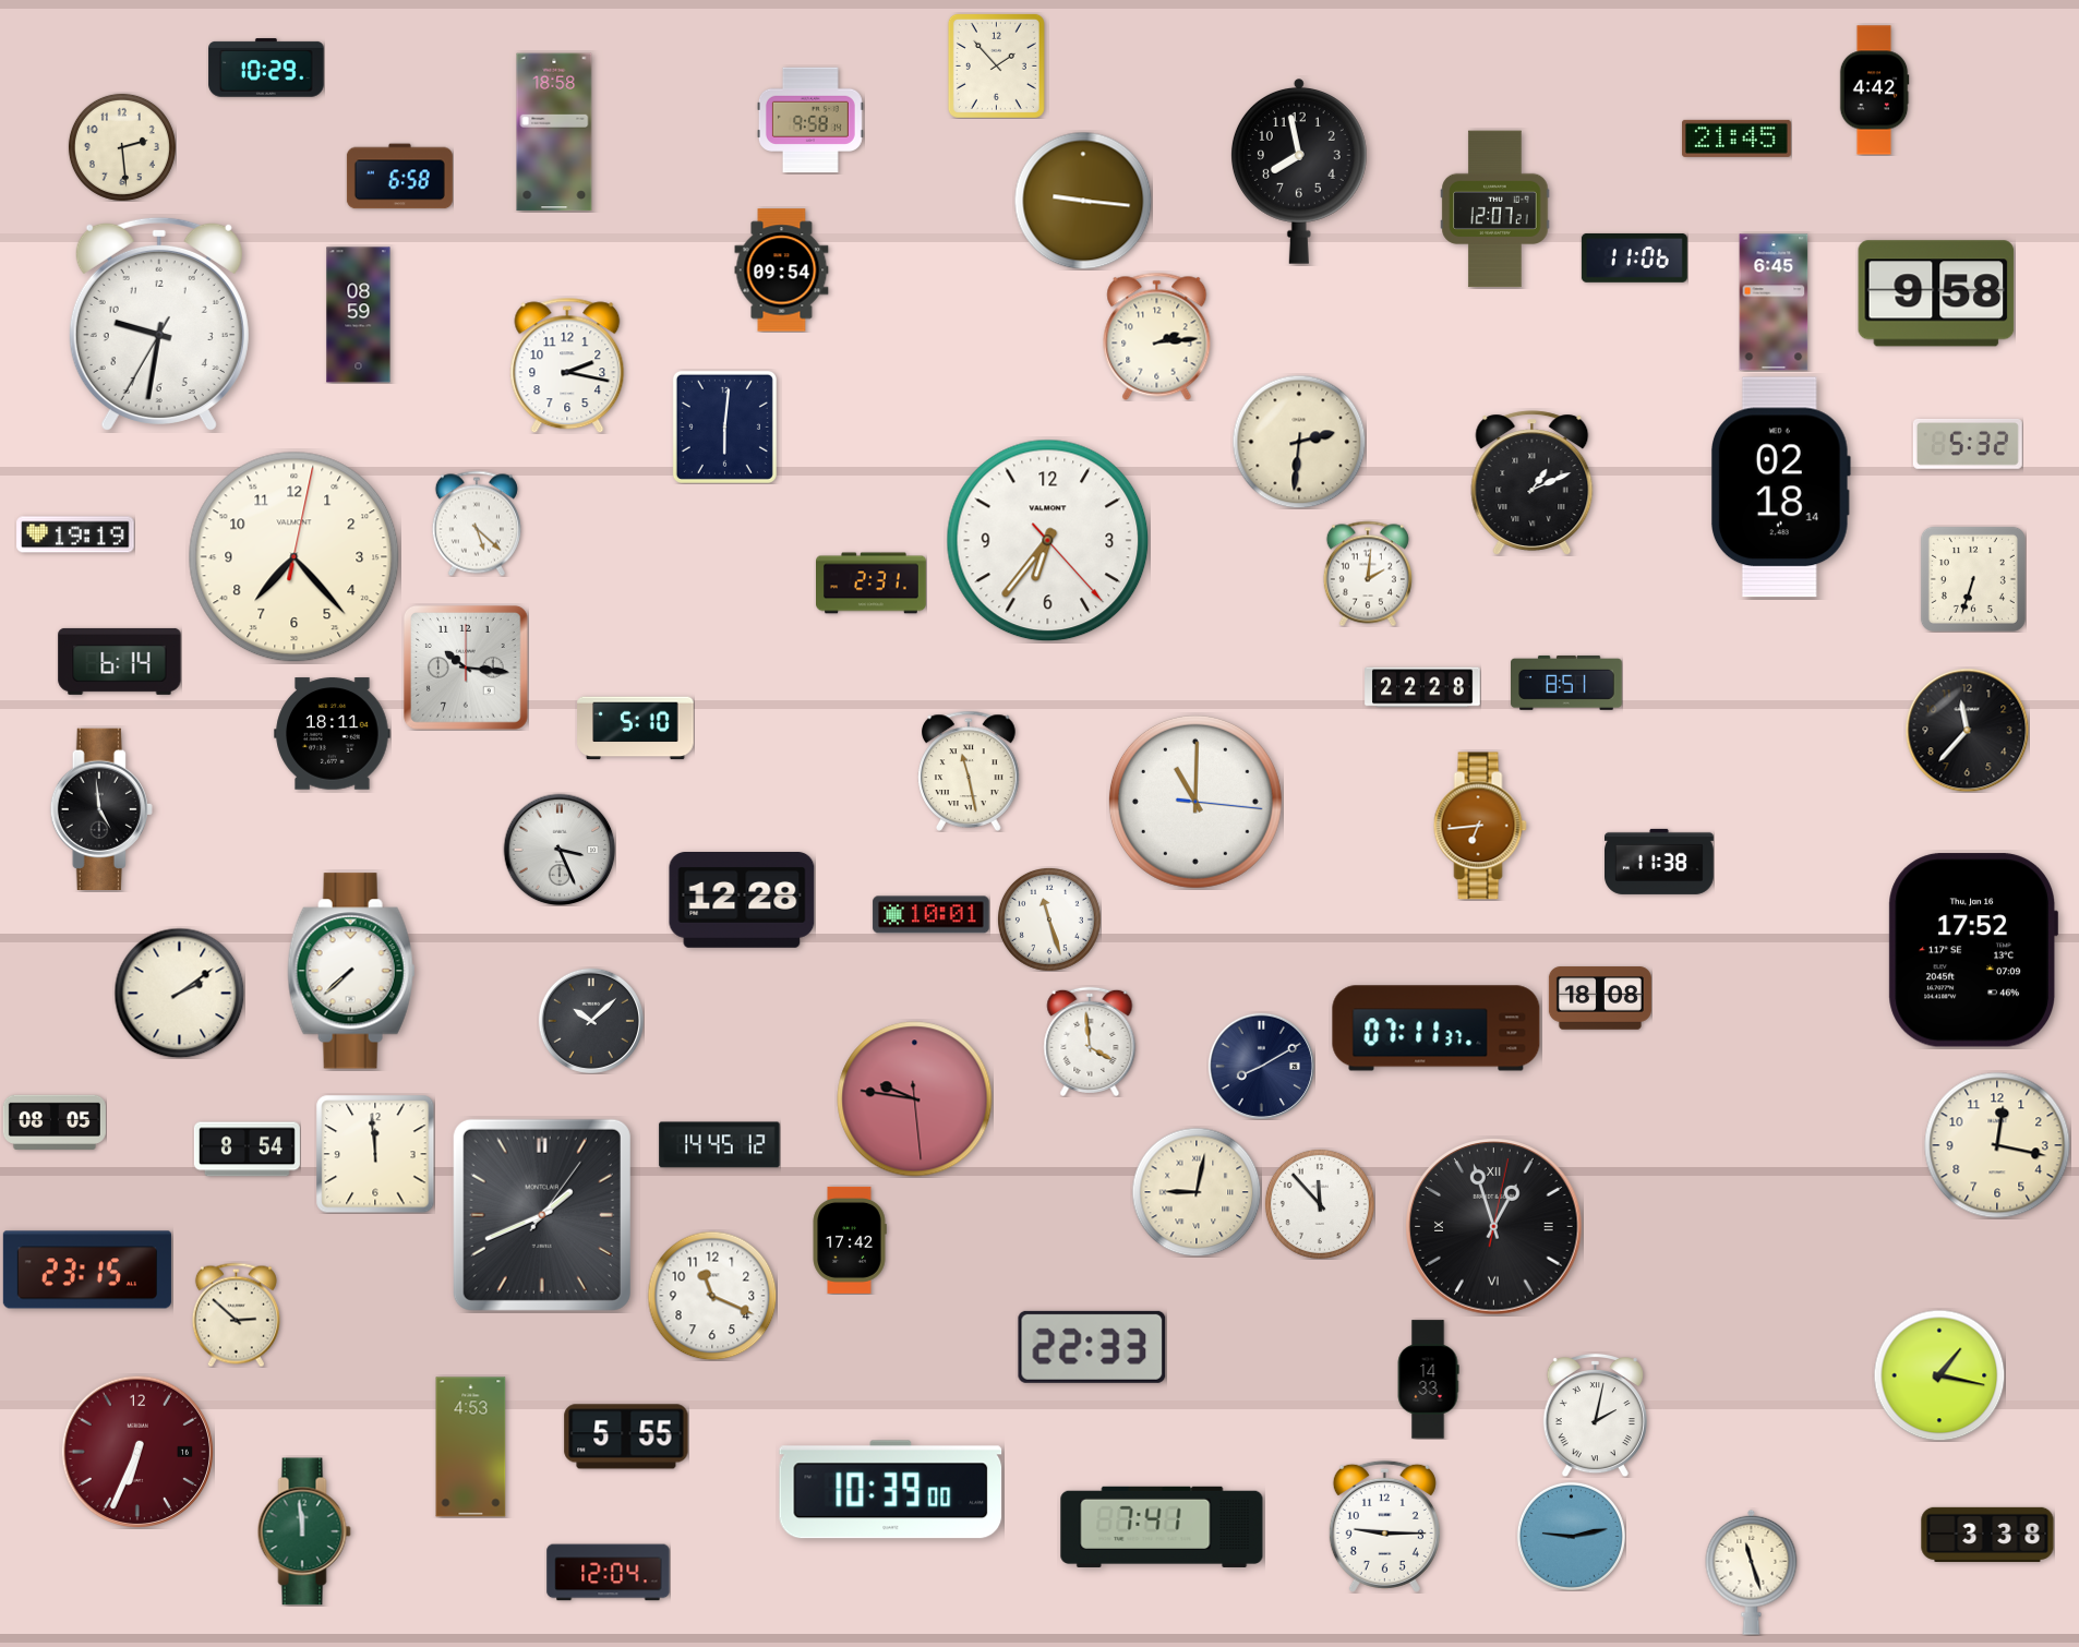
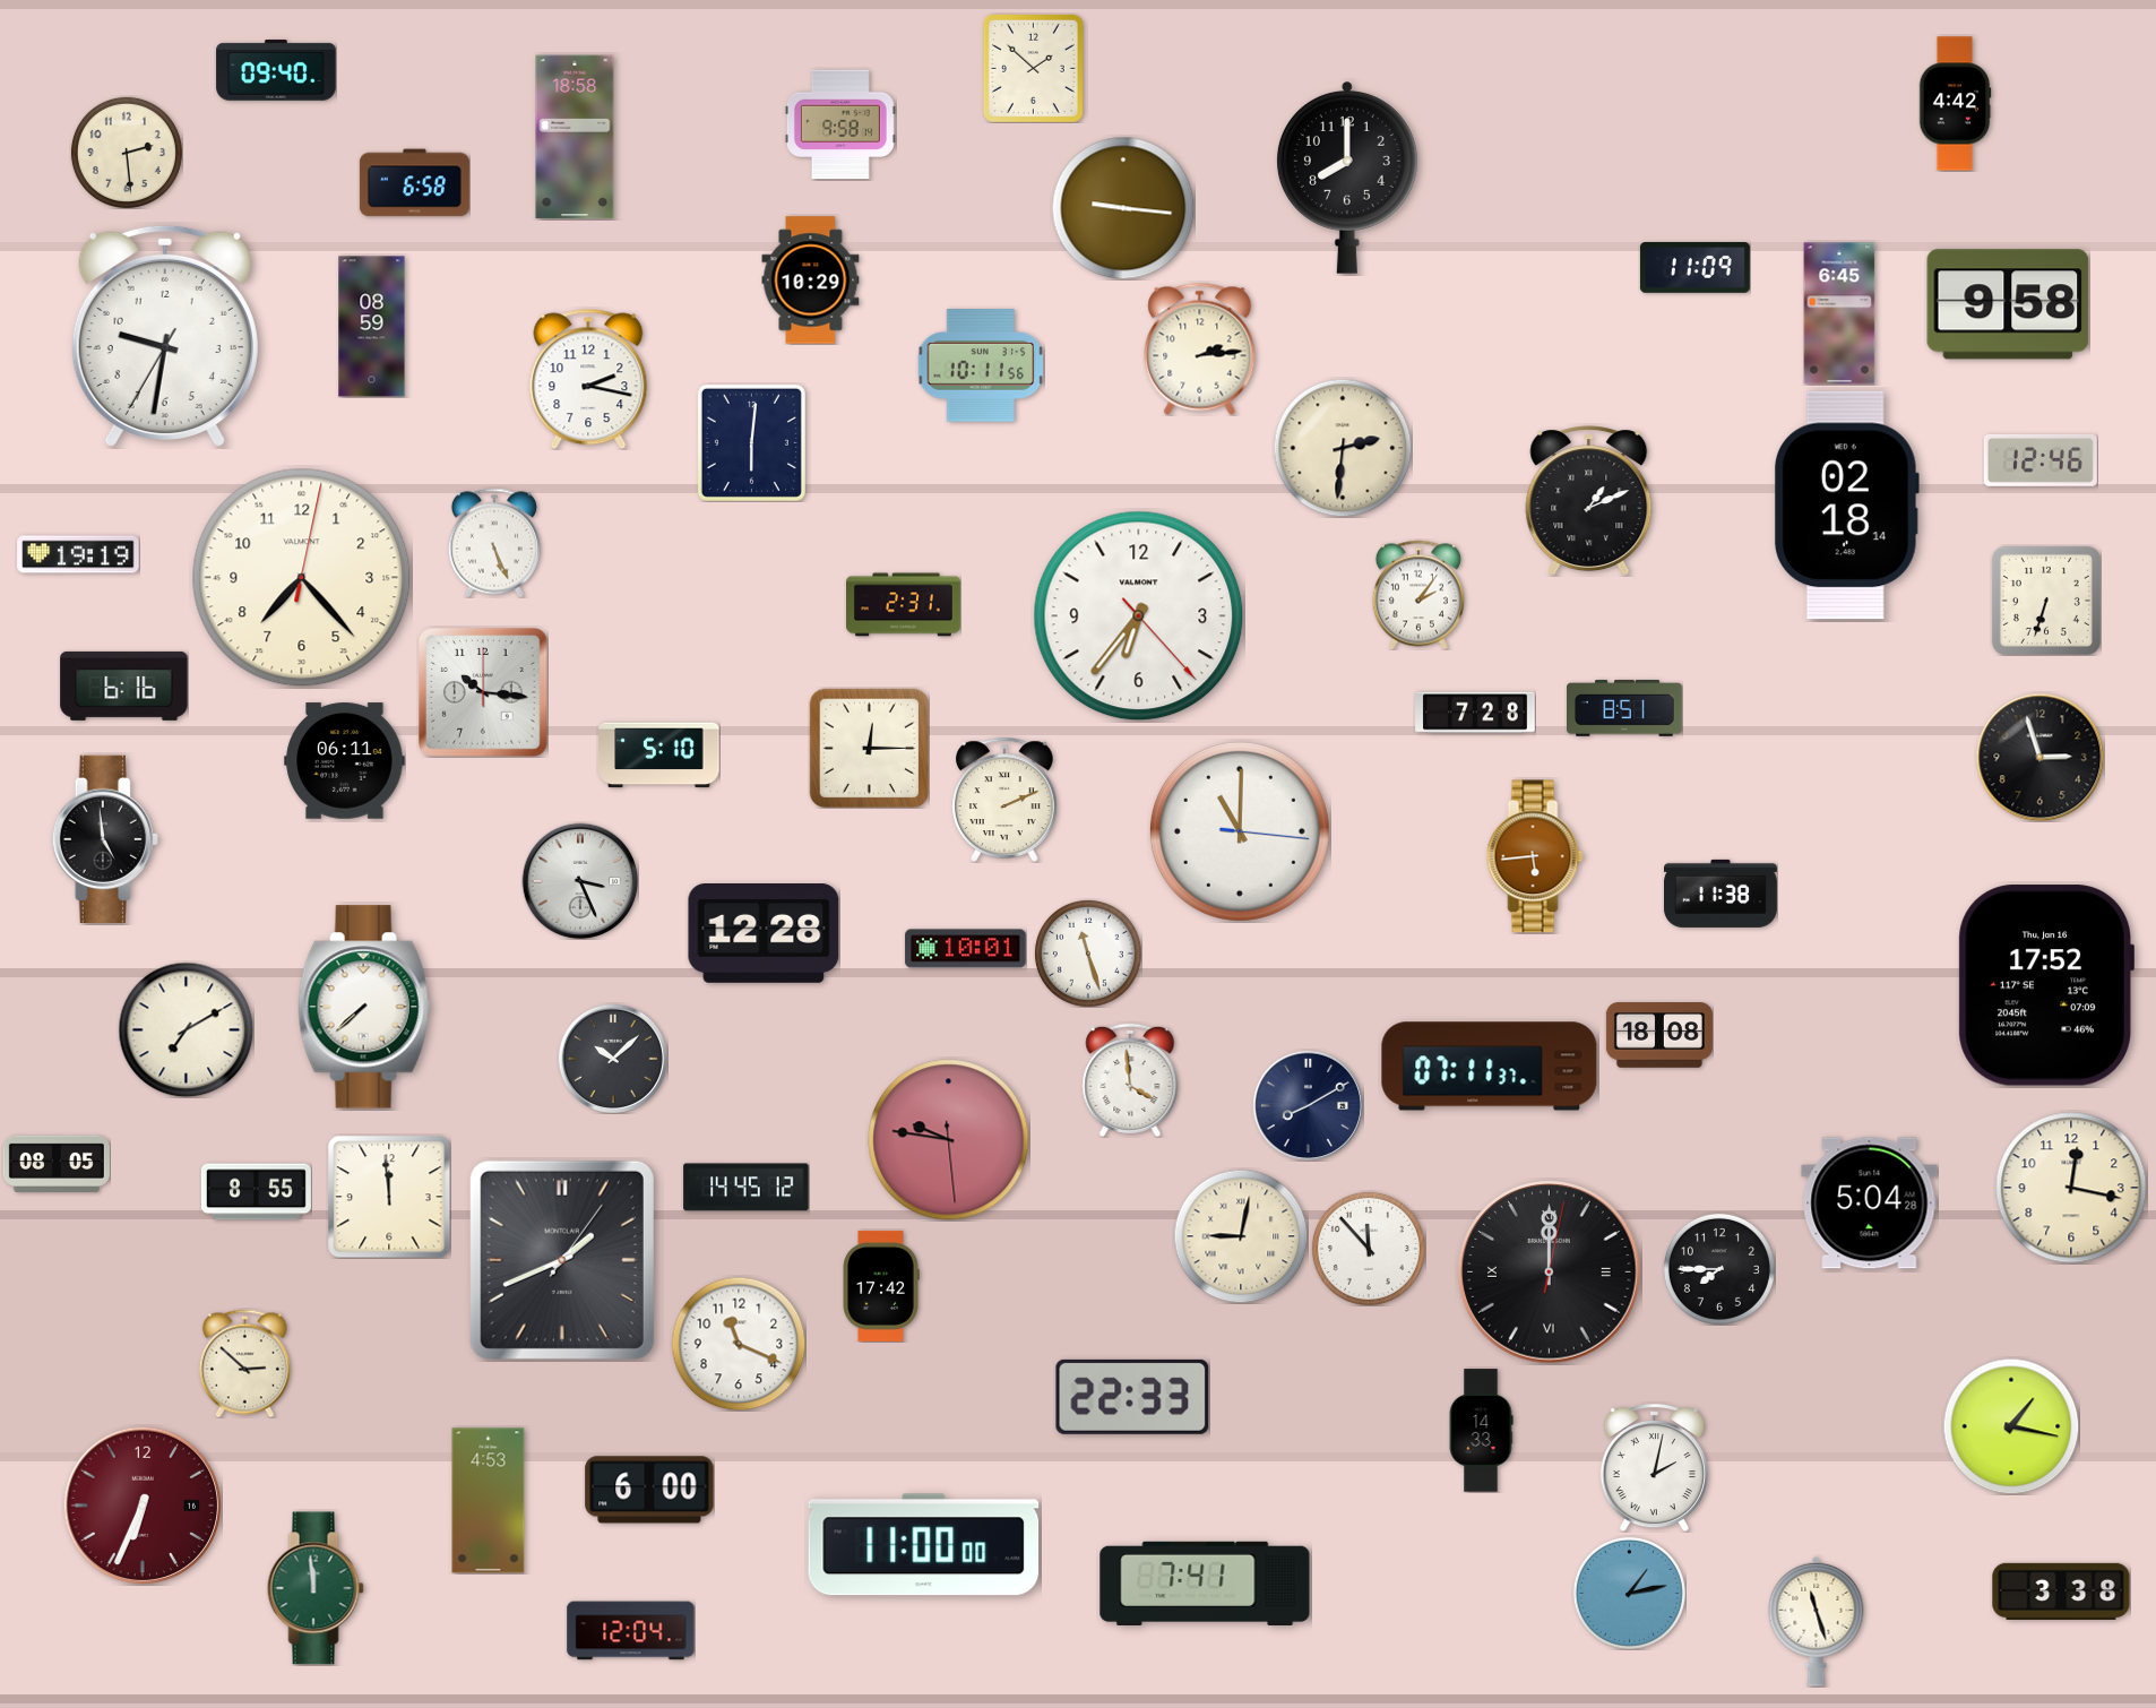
clock at (996, 65): 1:53 -> 1:52
clock at (266, 68): 10:29 -> 09:40
clock at (1874, 91) position: (1874, 91) -> (1955, 104)
clock at (1736, 139): 21:45 -> none
clock at (1299, 172): 7:58 -> 8:00
clock at (1495, 209): 12:07 -> none
clock at (1634, 257): 11:06 -> 11:09
clock at (782, 271): 09:54 -> 10:29
clock at (981, 365): none -> 10:11
clock at (1299, 442) position: (1299, 442) -> (1343, 448)
clock at (1968, 444): 5:32 -> 12:46
clock at (477, 524): 5:22 -> 5:26
clock at (1048, 541) position: (1048, 541) -> (1139, 616)
clock at (295, 557) position: (295, 557) -> (302, 578)
clock at (1368, 574): 2:01 -> 2:06
clock at (120, 661): 6:14 -> 6:16
clock at (1422, 687): 22:28 -> 7:28
clock at (869, 748): none -> 12:15
clock at (1967, 730): 11:37 -> 2:57
clock at (333, 734): 18:11 -> 06:11
clock at (969, 771): 11:28 -> 2:11
clock at (1480, 826): 6:44 -> 5:44
clock at (742, 901) position: (742, 901) -> (764, 934)
clock at (179, 993): 2:09 -> 7:10
clock at (247, 1150): 8:54 -> 8:55
clock at (1870, 1204): none -> 5:04
clock at (1719, 1269): none -> 7:45
clock at (1494, 1227): 12:57 -> 12:00
clock at (87, 1270): 23:15 -> none
clock at (626, 1436): 5:55 -> 6:00
clock at (891, 1490): 10:39 -> 11:00
clock at (1384, 1526): 9:15 -> none
clock at (1571, 1536): 9:13 -> 1:13
clock at (1752, 1572) position: (1752, 1572) -> (1817, 1621)
